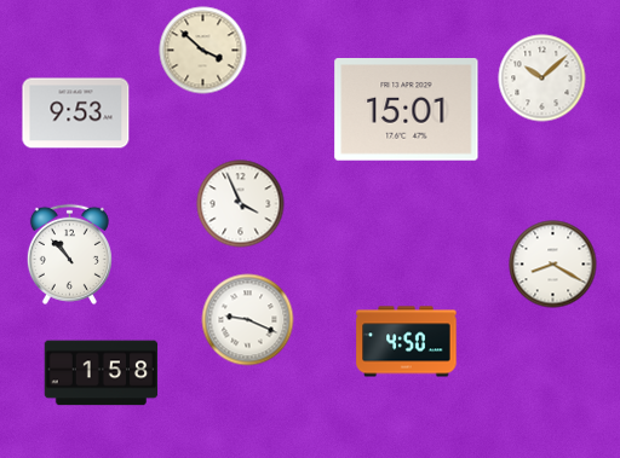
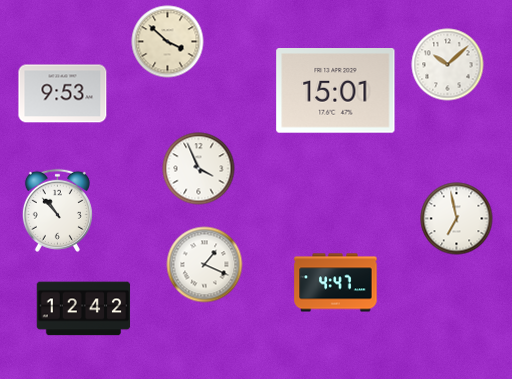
clock at (553, 265): 8:20 -> 6:58
clock at (248, 320): 9:19 -> 1:19
clock at (407, 342): 4:50 -> 4:47
clock at (102, 373): 1:58 -> 12:42
